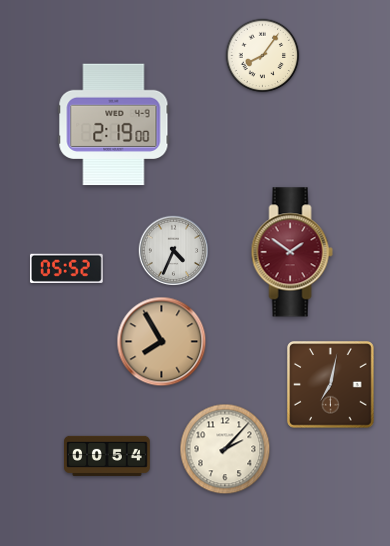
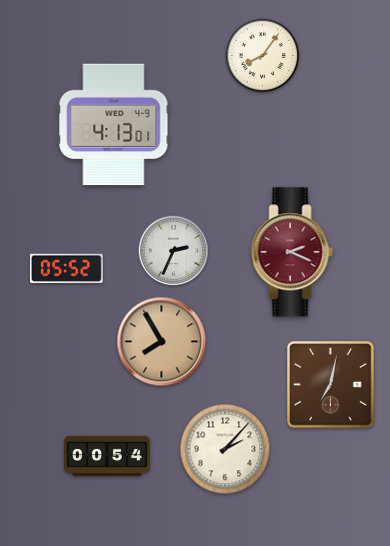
clock at (114, 125): 2:19 -> 4:13
clock at (174, 251): 4:34 -> 2:34
clock at (292, 252): 1:51 -> 2:19
